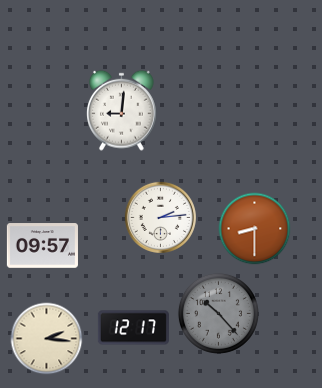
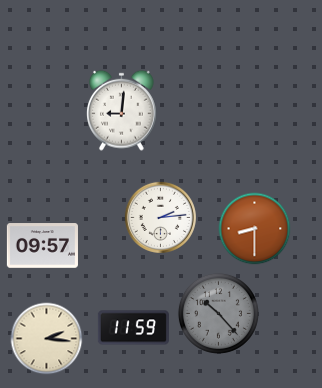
clock at (133, 328): 12:17 -> 11:59
